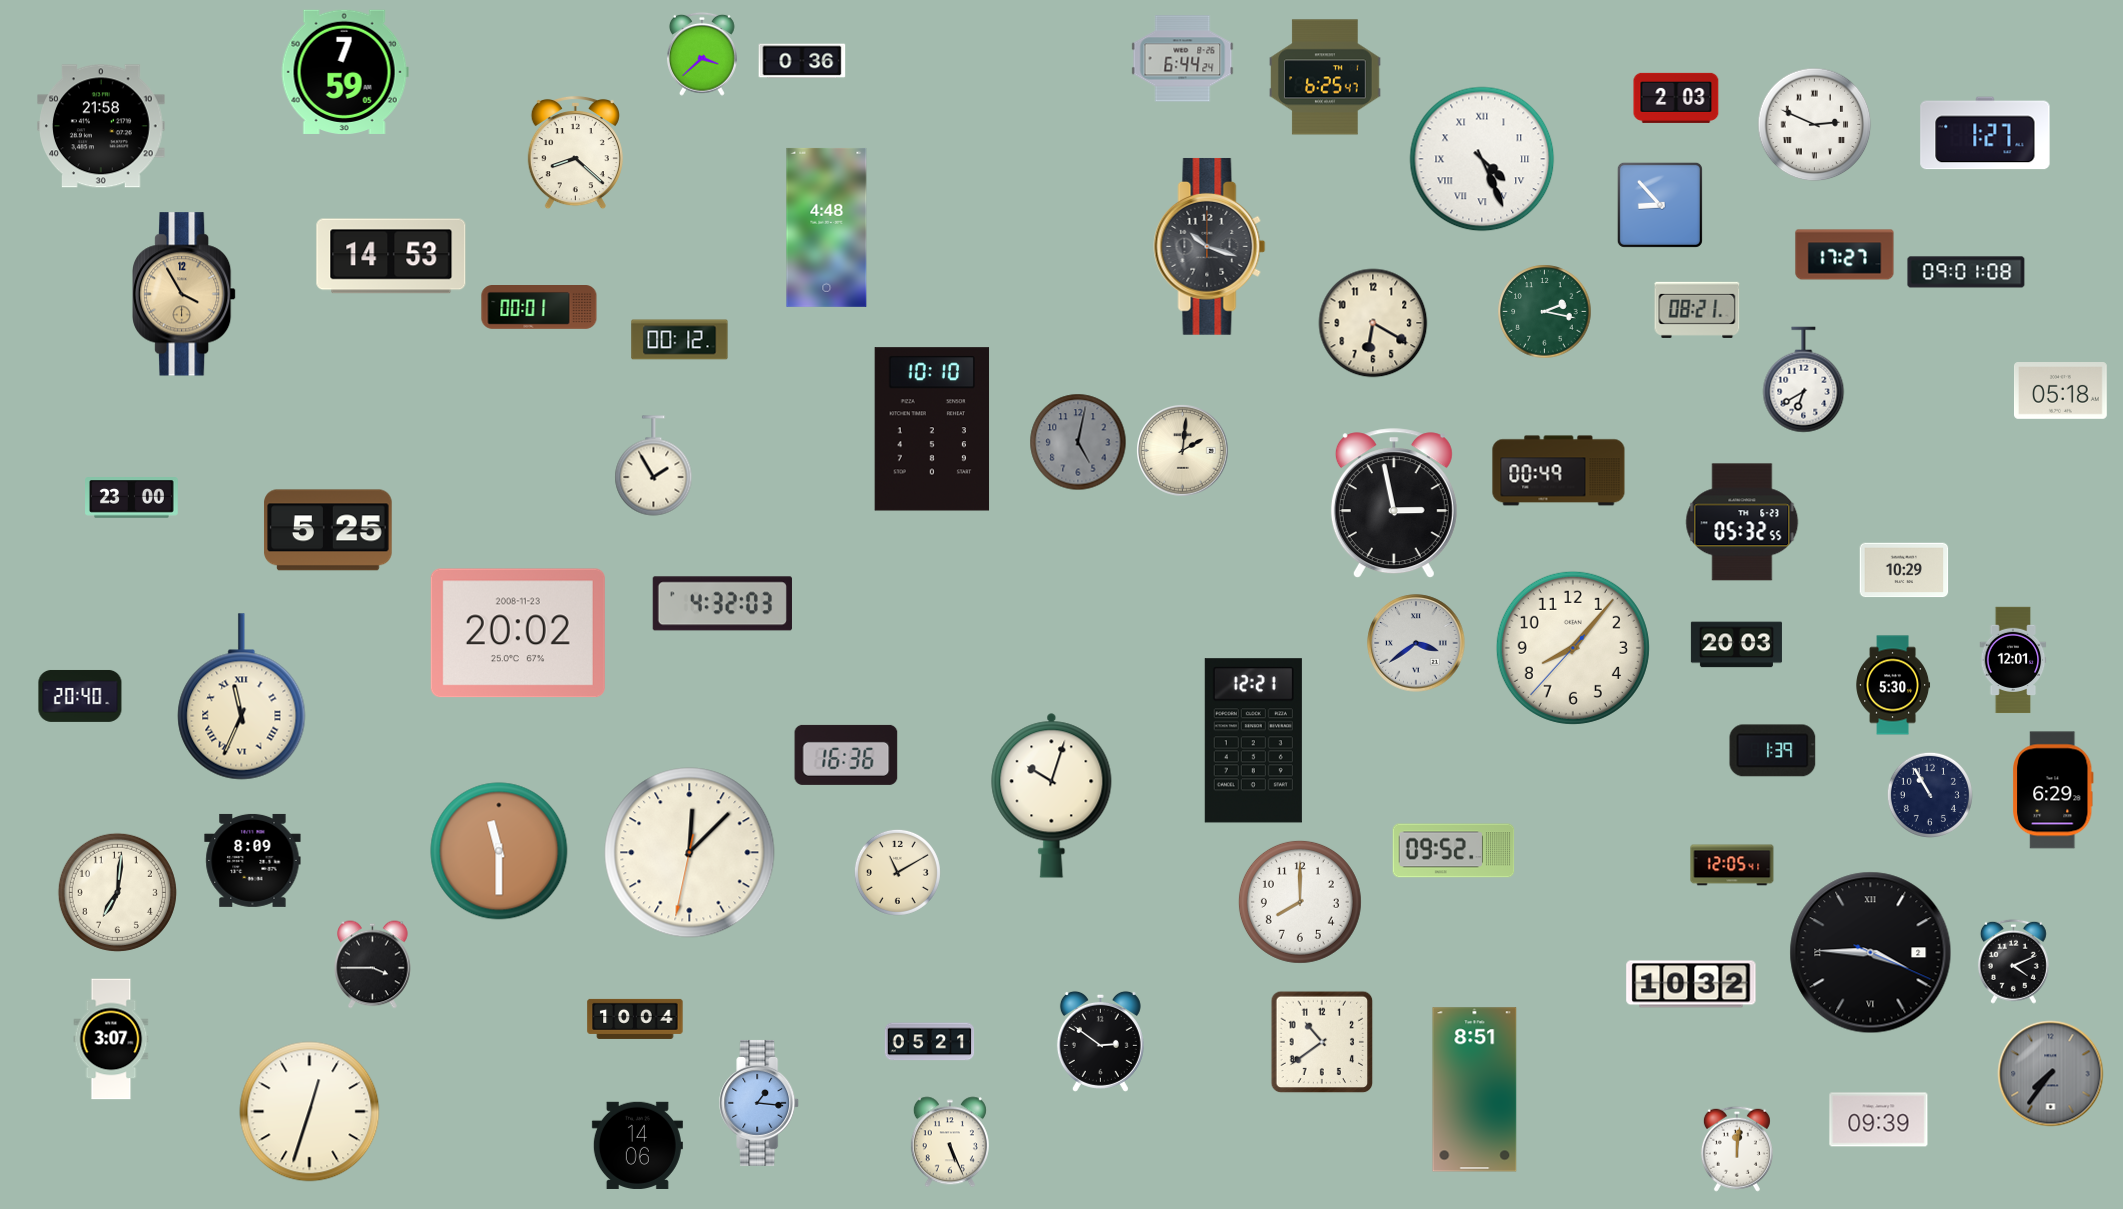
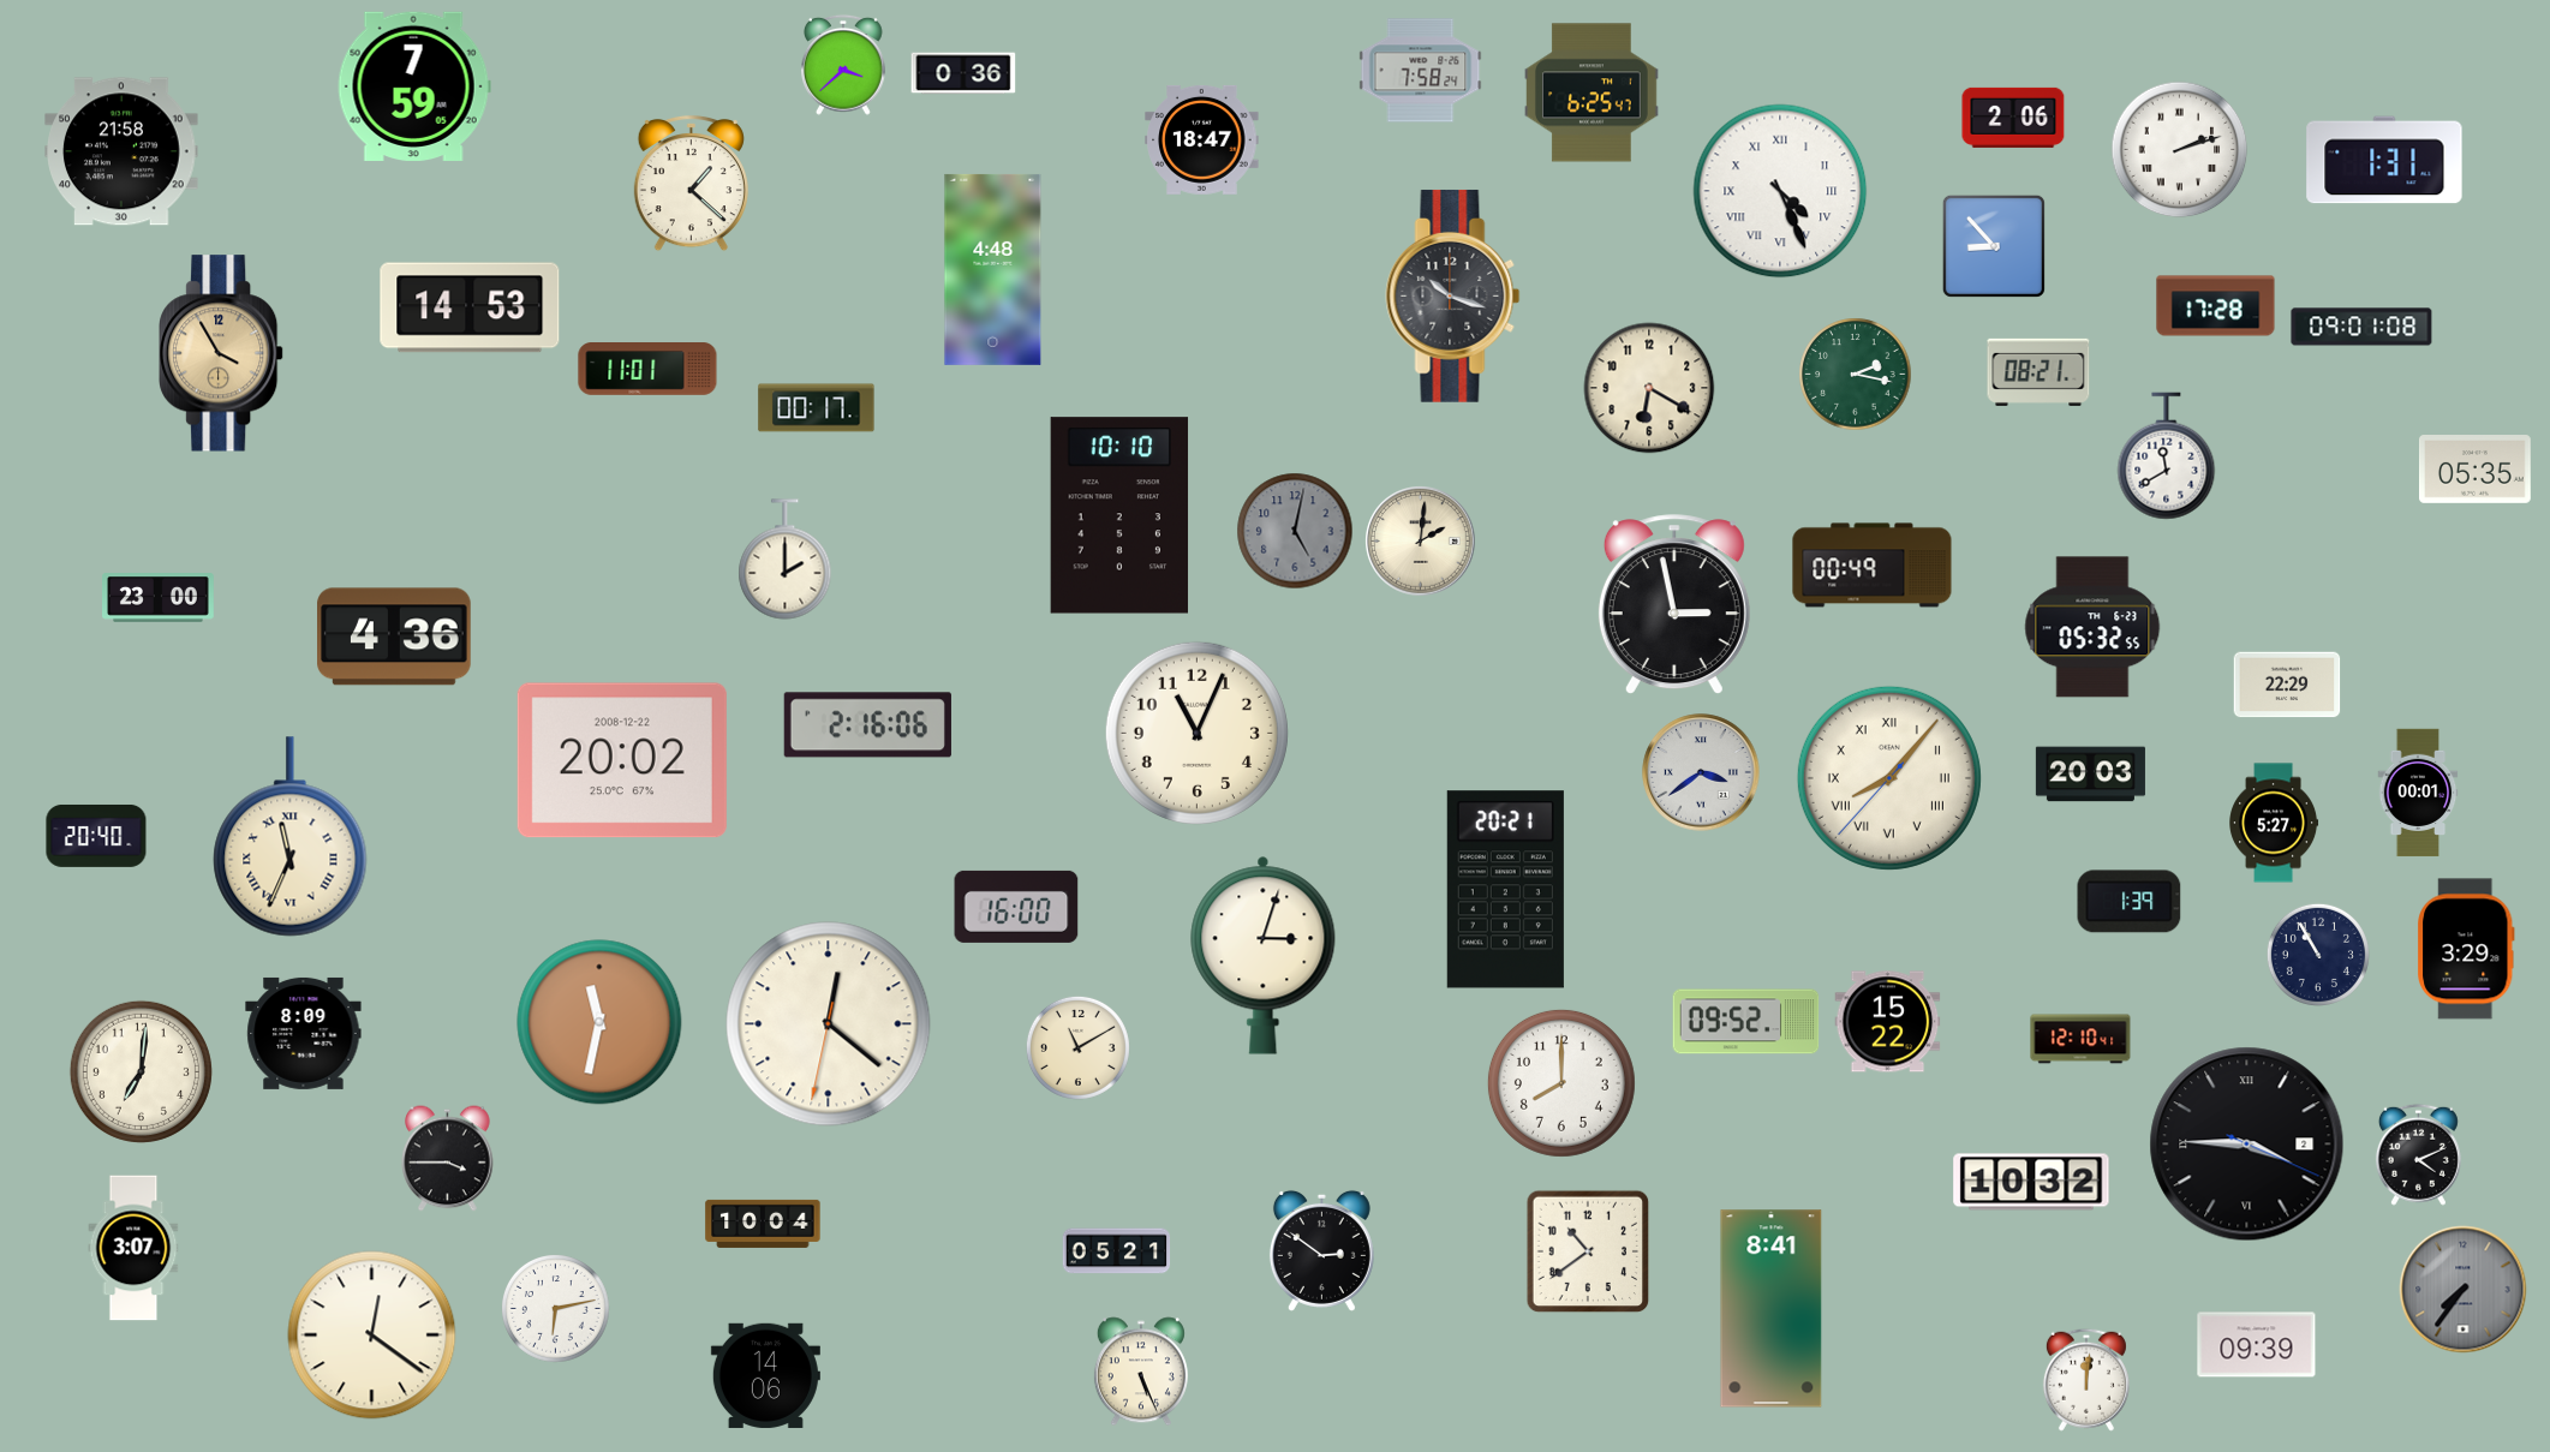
clock at (1183, 59): 6:44 -> 7:58
clock at (1676, 98): 2:03 -> 2:06
clock at (1202, 139): none -> 18:47
clock at (1815, 125): 2:49 -> 2:12
clock at (1985, 133): 1:27 -> 1:31
clock at (575, 153): 8:22 -> 1:22
clock at (827, 227) position: (827, 227) -> (993, 269)
clock at (1845, 255): 17:27 -> 17:28
clock at (539, 308): 00:01 -> 11:01
clock at (680, 340): 00:12 -> 00:17
clock at (1804, 380): 6:40 -> 11:40
clock at (2061, 391): 05:18 -> 05:35
clock at (654, 466): 1:55 -> 2:00
clock at (328, 530): 5:25 -> 4:36
clock at (1904, 570): 10:29 -> 22:29
clock at (722, 604): 4:32 -> 2:16
clock at (1196, 733): none -> 11:04
clock at (518, 633) date: 2008-11-23 -> 2008-12-22
clock at (1736, 645) position: (1736, 645) -> (2090, 775)
clock at (1573, 648) numerals: Arabic -> Roman
clock at (2013, 660): 12:01 -> 00:01
clock at (1893, 685): 5:30 -> 5:27
clock at (1253, 741): 12:21 -> 20:21
clock at (846, 755): 16:36 -> 16:00
clock at (2054, 790): 6:29 -> 3:29
clock at (1052, 795): 10:03 -> 3:03
clock at (499, 851): 11:30 -> 11:32
clock at (1888, 1022): none -> 15:22
clock at (690, 853): 12:07 -> 12:21
clock at (1732, 865): 12:05 -> 12:10
clock at (556, 1309): none -> 6:13
clock at (1475, 1090): 8:51 -> 8:41
clock at (760, 1103): 1:16 -> none
clock at (310, 1112): 12:33 -> 12:21
